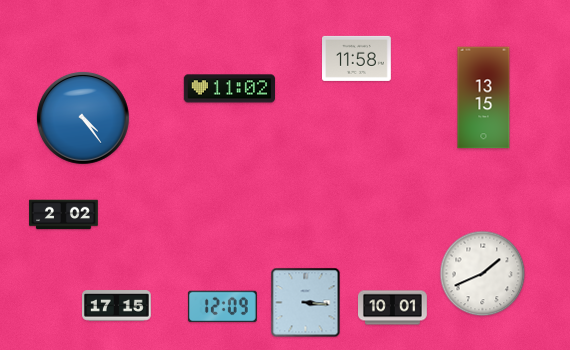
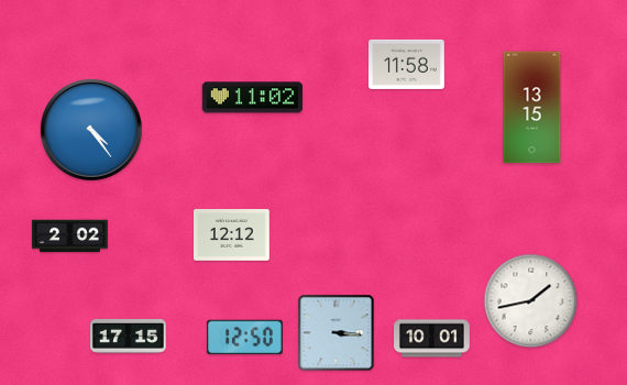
clock at (357, 58) position: (357, 58) -> (407, 64)
clock at (232, 235): none -> 12:12
clock at (483, 274): 1:41 -> 1:43
clock at (223, 307): 12:09 -> 12:50
